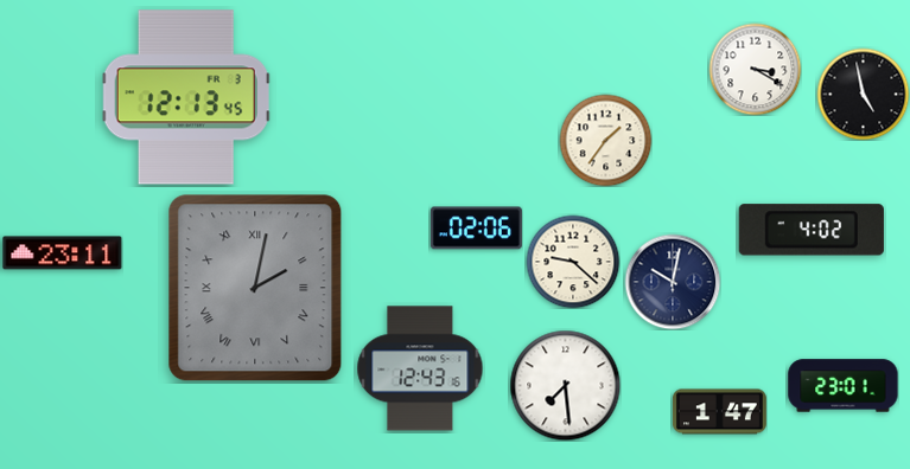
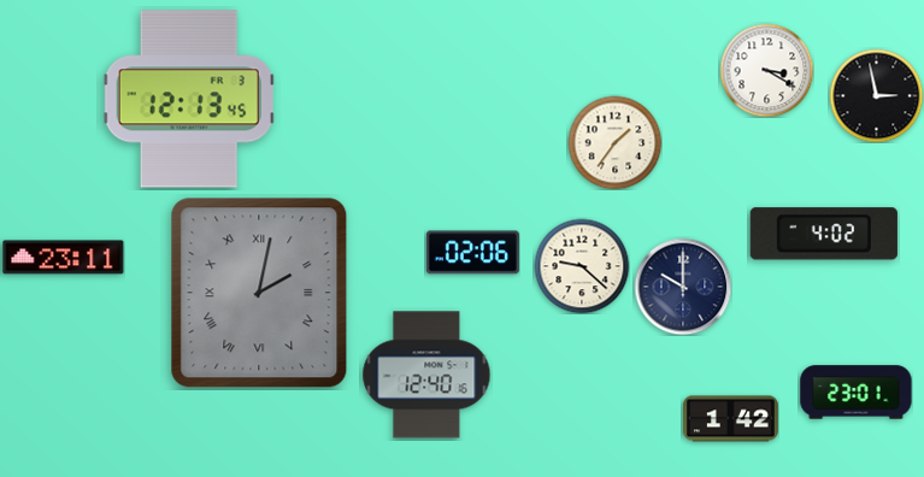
clock at (863, 94): 4:58 -> 2:58
clock at (476, 229) position: (476, 229) -> (472, 253)
clock at (673, 282): 10:02 -> 10:00
clock at (420, 368): 12:43 -> 12:40
clock at (565, 385): 7:29 -> none
clock at (719, 412): 1:47 -> 1:42
